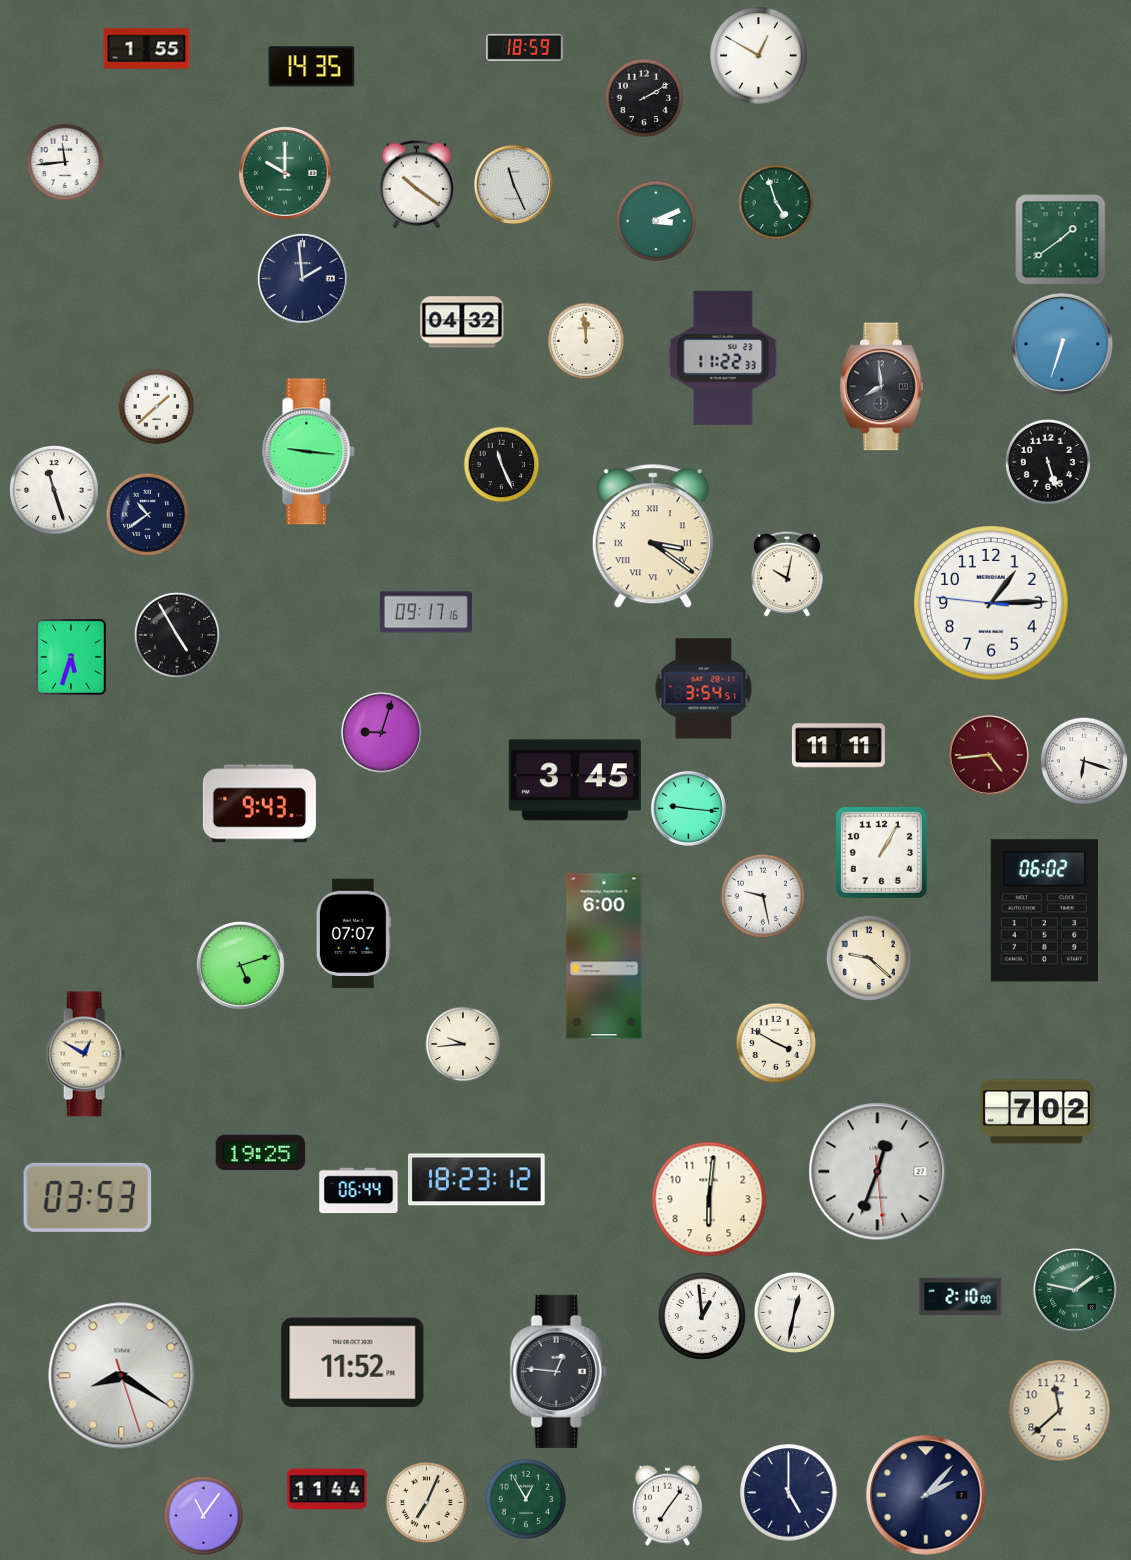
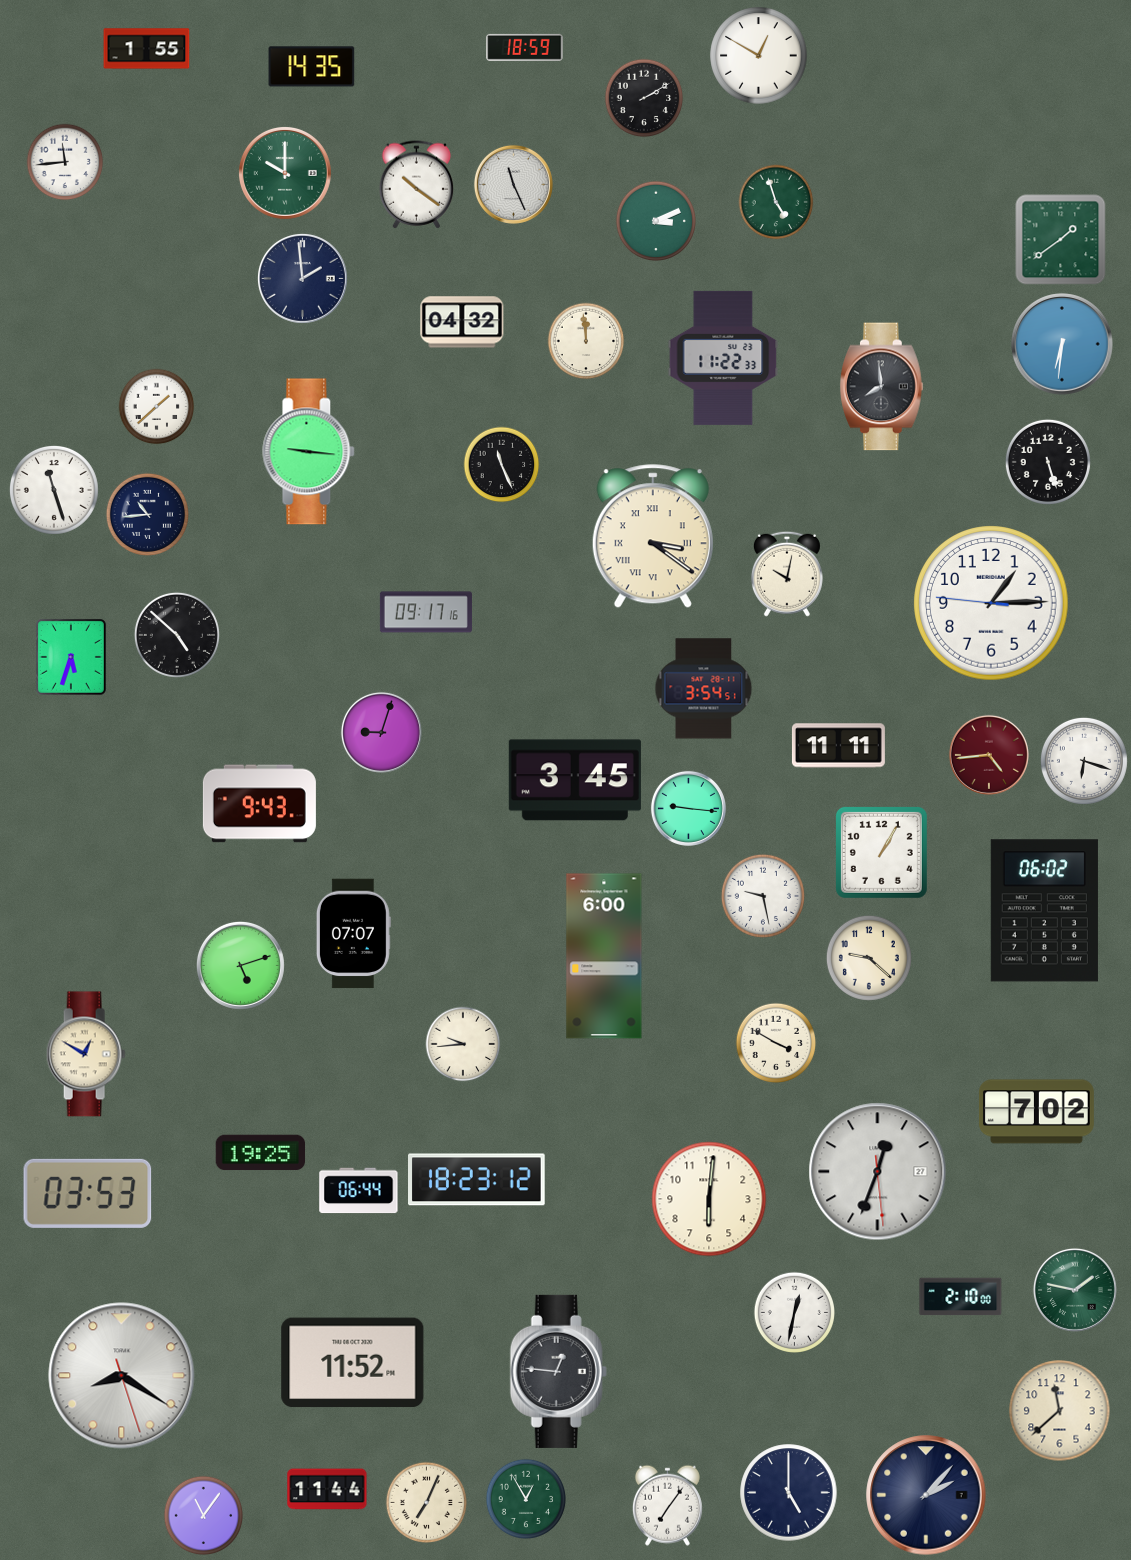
clock at (1062, 344): 6:33 -> 6:31
clock at (147, 514): 10:39 -> 10:44
clock at (177, 635): 4:55 -> 4:52
clock at (88, 1197) position: (88, 1197) -> (88, 1193)
clock at (702, 1316): 12:59 -> none
